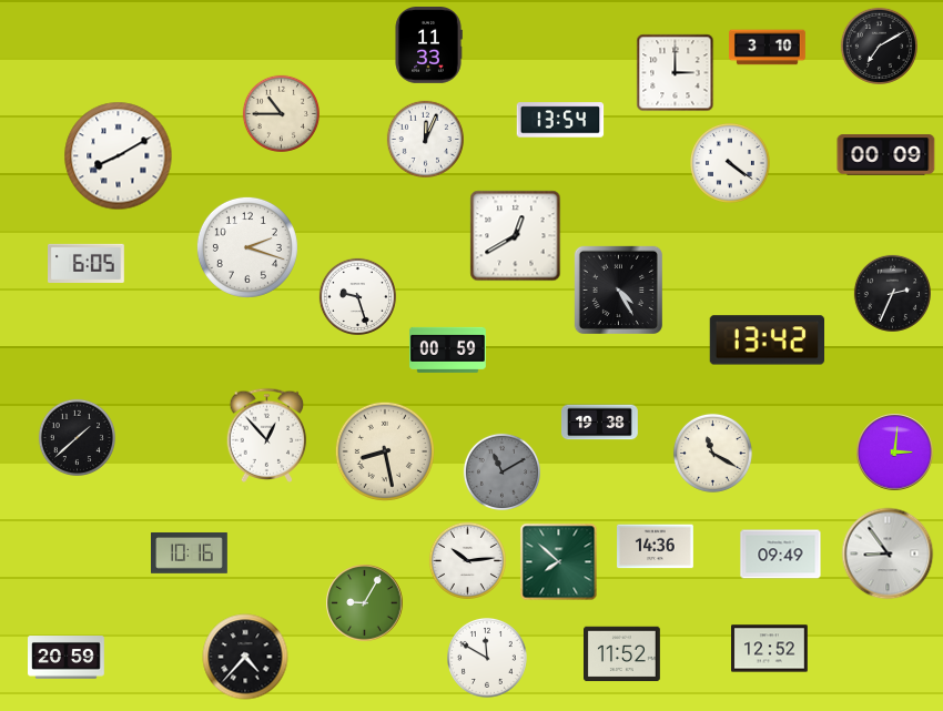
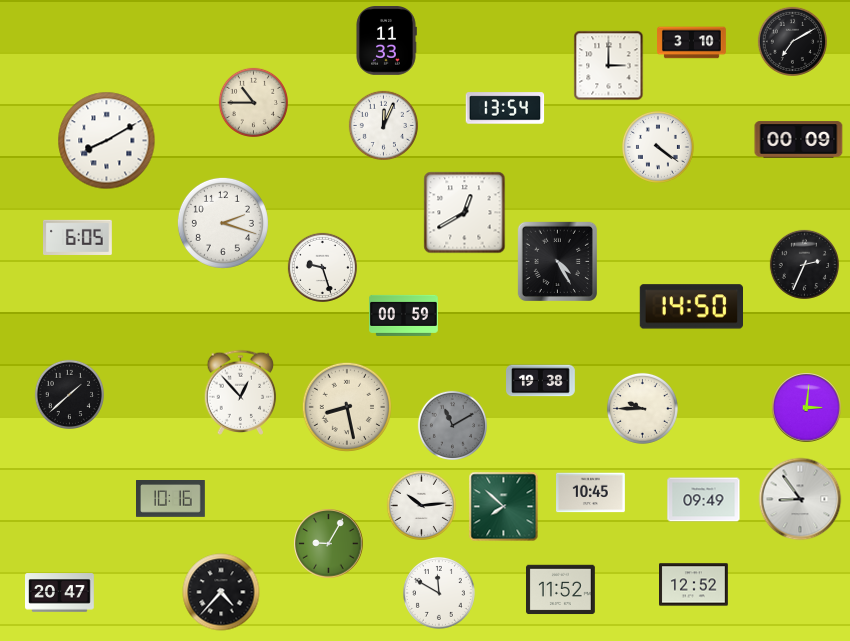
clock at (767, 341): 13:42 -> 14:50
clock at (712, 453): 11:20 -> 9:45
clock at (656, 547): 14:36 -> 10:45
clock at (67, 658): 20:59 -> 20:47
